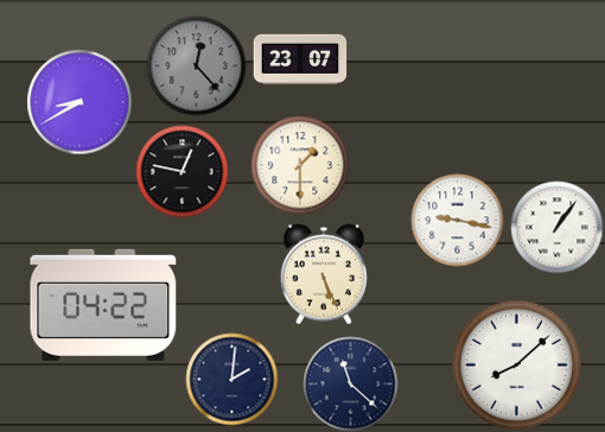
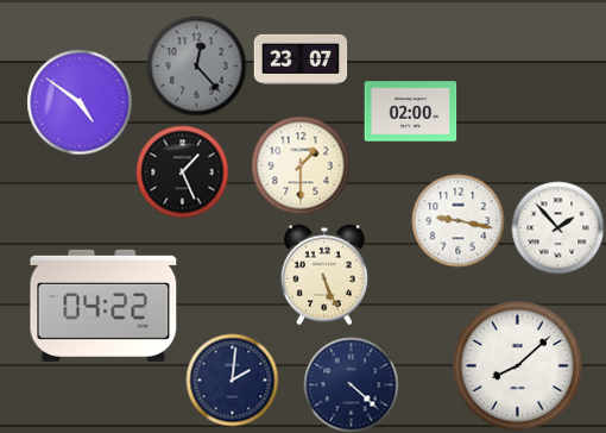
clock at (79, 102): 8:40 -> 4:51
clock at (410, 112): none -> 02:00
clock at (181, 171): 12:47 -> 1:26
clock at (556, 227): 1:06 -> 1:53
clock at (350, 383): 11:22 -> 4:22
